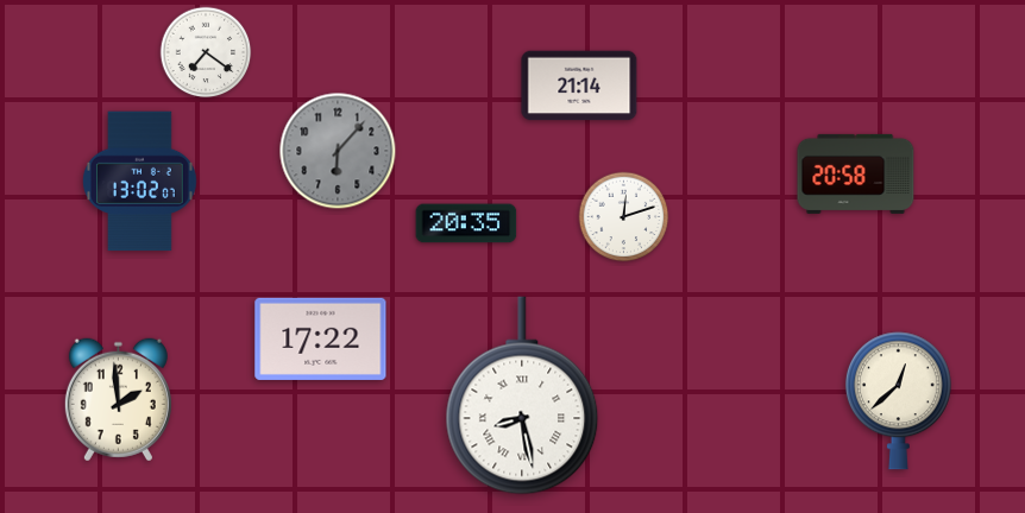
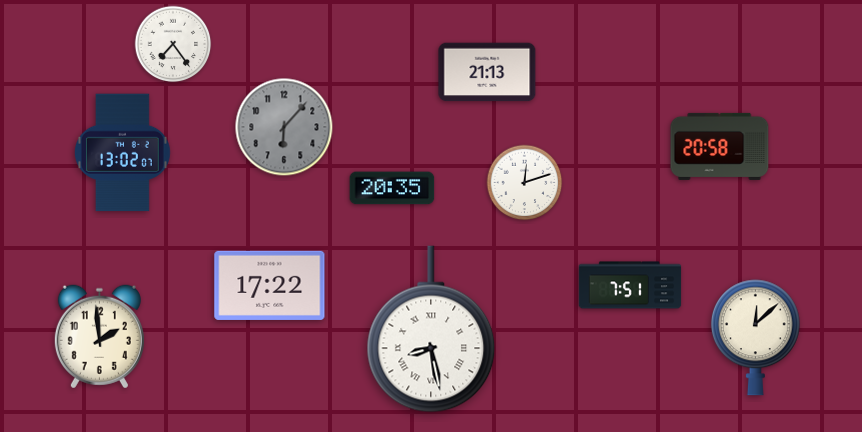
clock at (206, 52): 7:21 -> 7:24
clock at (579, 85): 21:14 -> 21:13
clock at (139, 182) position: (139, 182) -> (122, 153)
clock at (630, 285): none -> 7:51
clock at (522, 395) position: (522, 395) -> (431, 329)
clock at (898, 401): 12:38 -> 12:08
